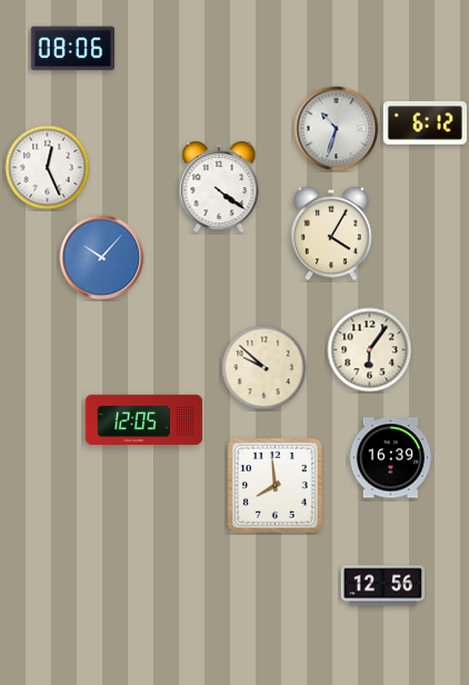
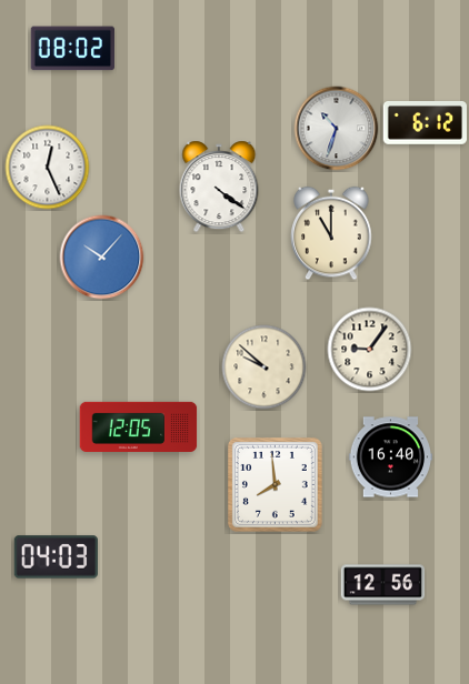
clock at (72, 49): 08:06 -> 08:02
clock at (331, 234): 4:05 -> 11:00
clock at (370, 350): 6:06 -> 9:06
clock at (144, 419) position: (144, 419) -> (139, 426)
clock at (390, 458): 16:39 -> 16:40
clock at (56, 557): none -> 04:03
